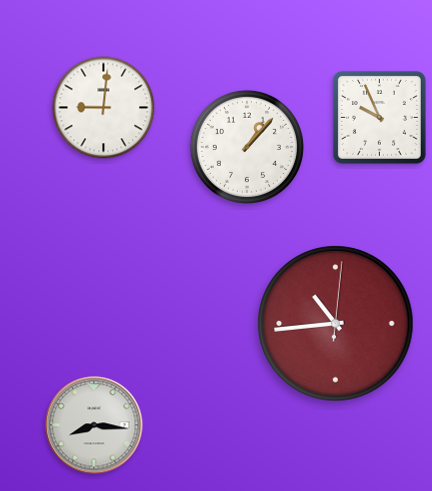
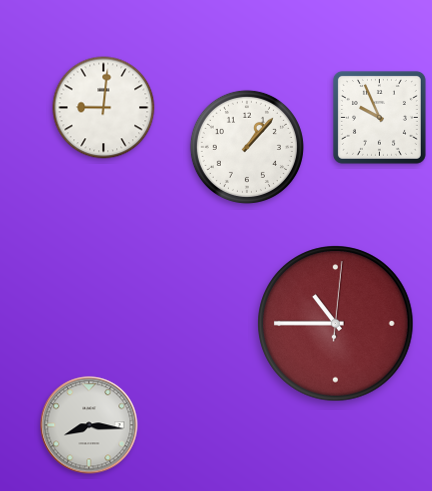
clock at (336, 324): 10:44 -> 10:45
clock at (94, 425) position: (94, 425) -> (89, 425)
